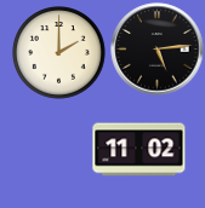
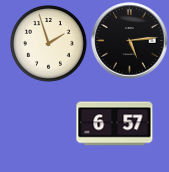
clock at (59, 53): 2:00 -> 1:57
clock at (139, 150): 11:02 -> 6:57
